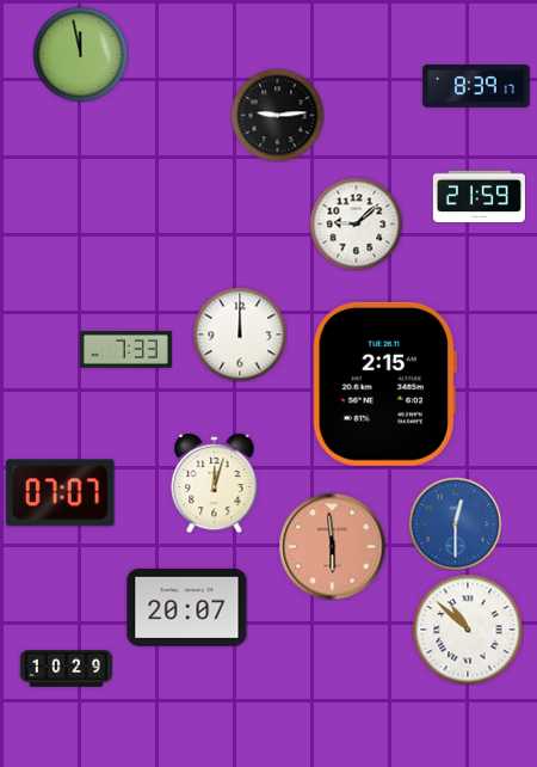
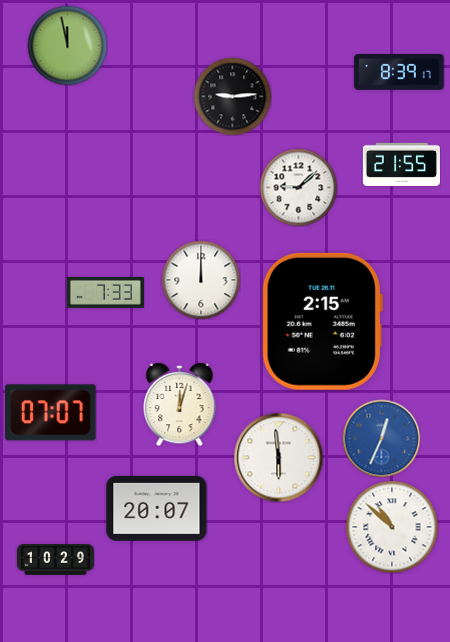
clock at (479, 196): 21:59 -> 21:55
clock at (455, 523): 12:30 -> 12:34
clock at (332, 546) dial: salmon -> white
